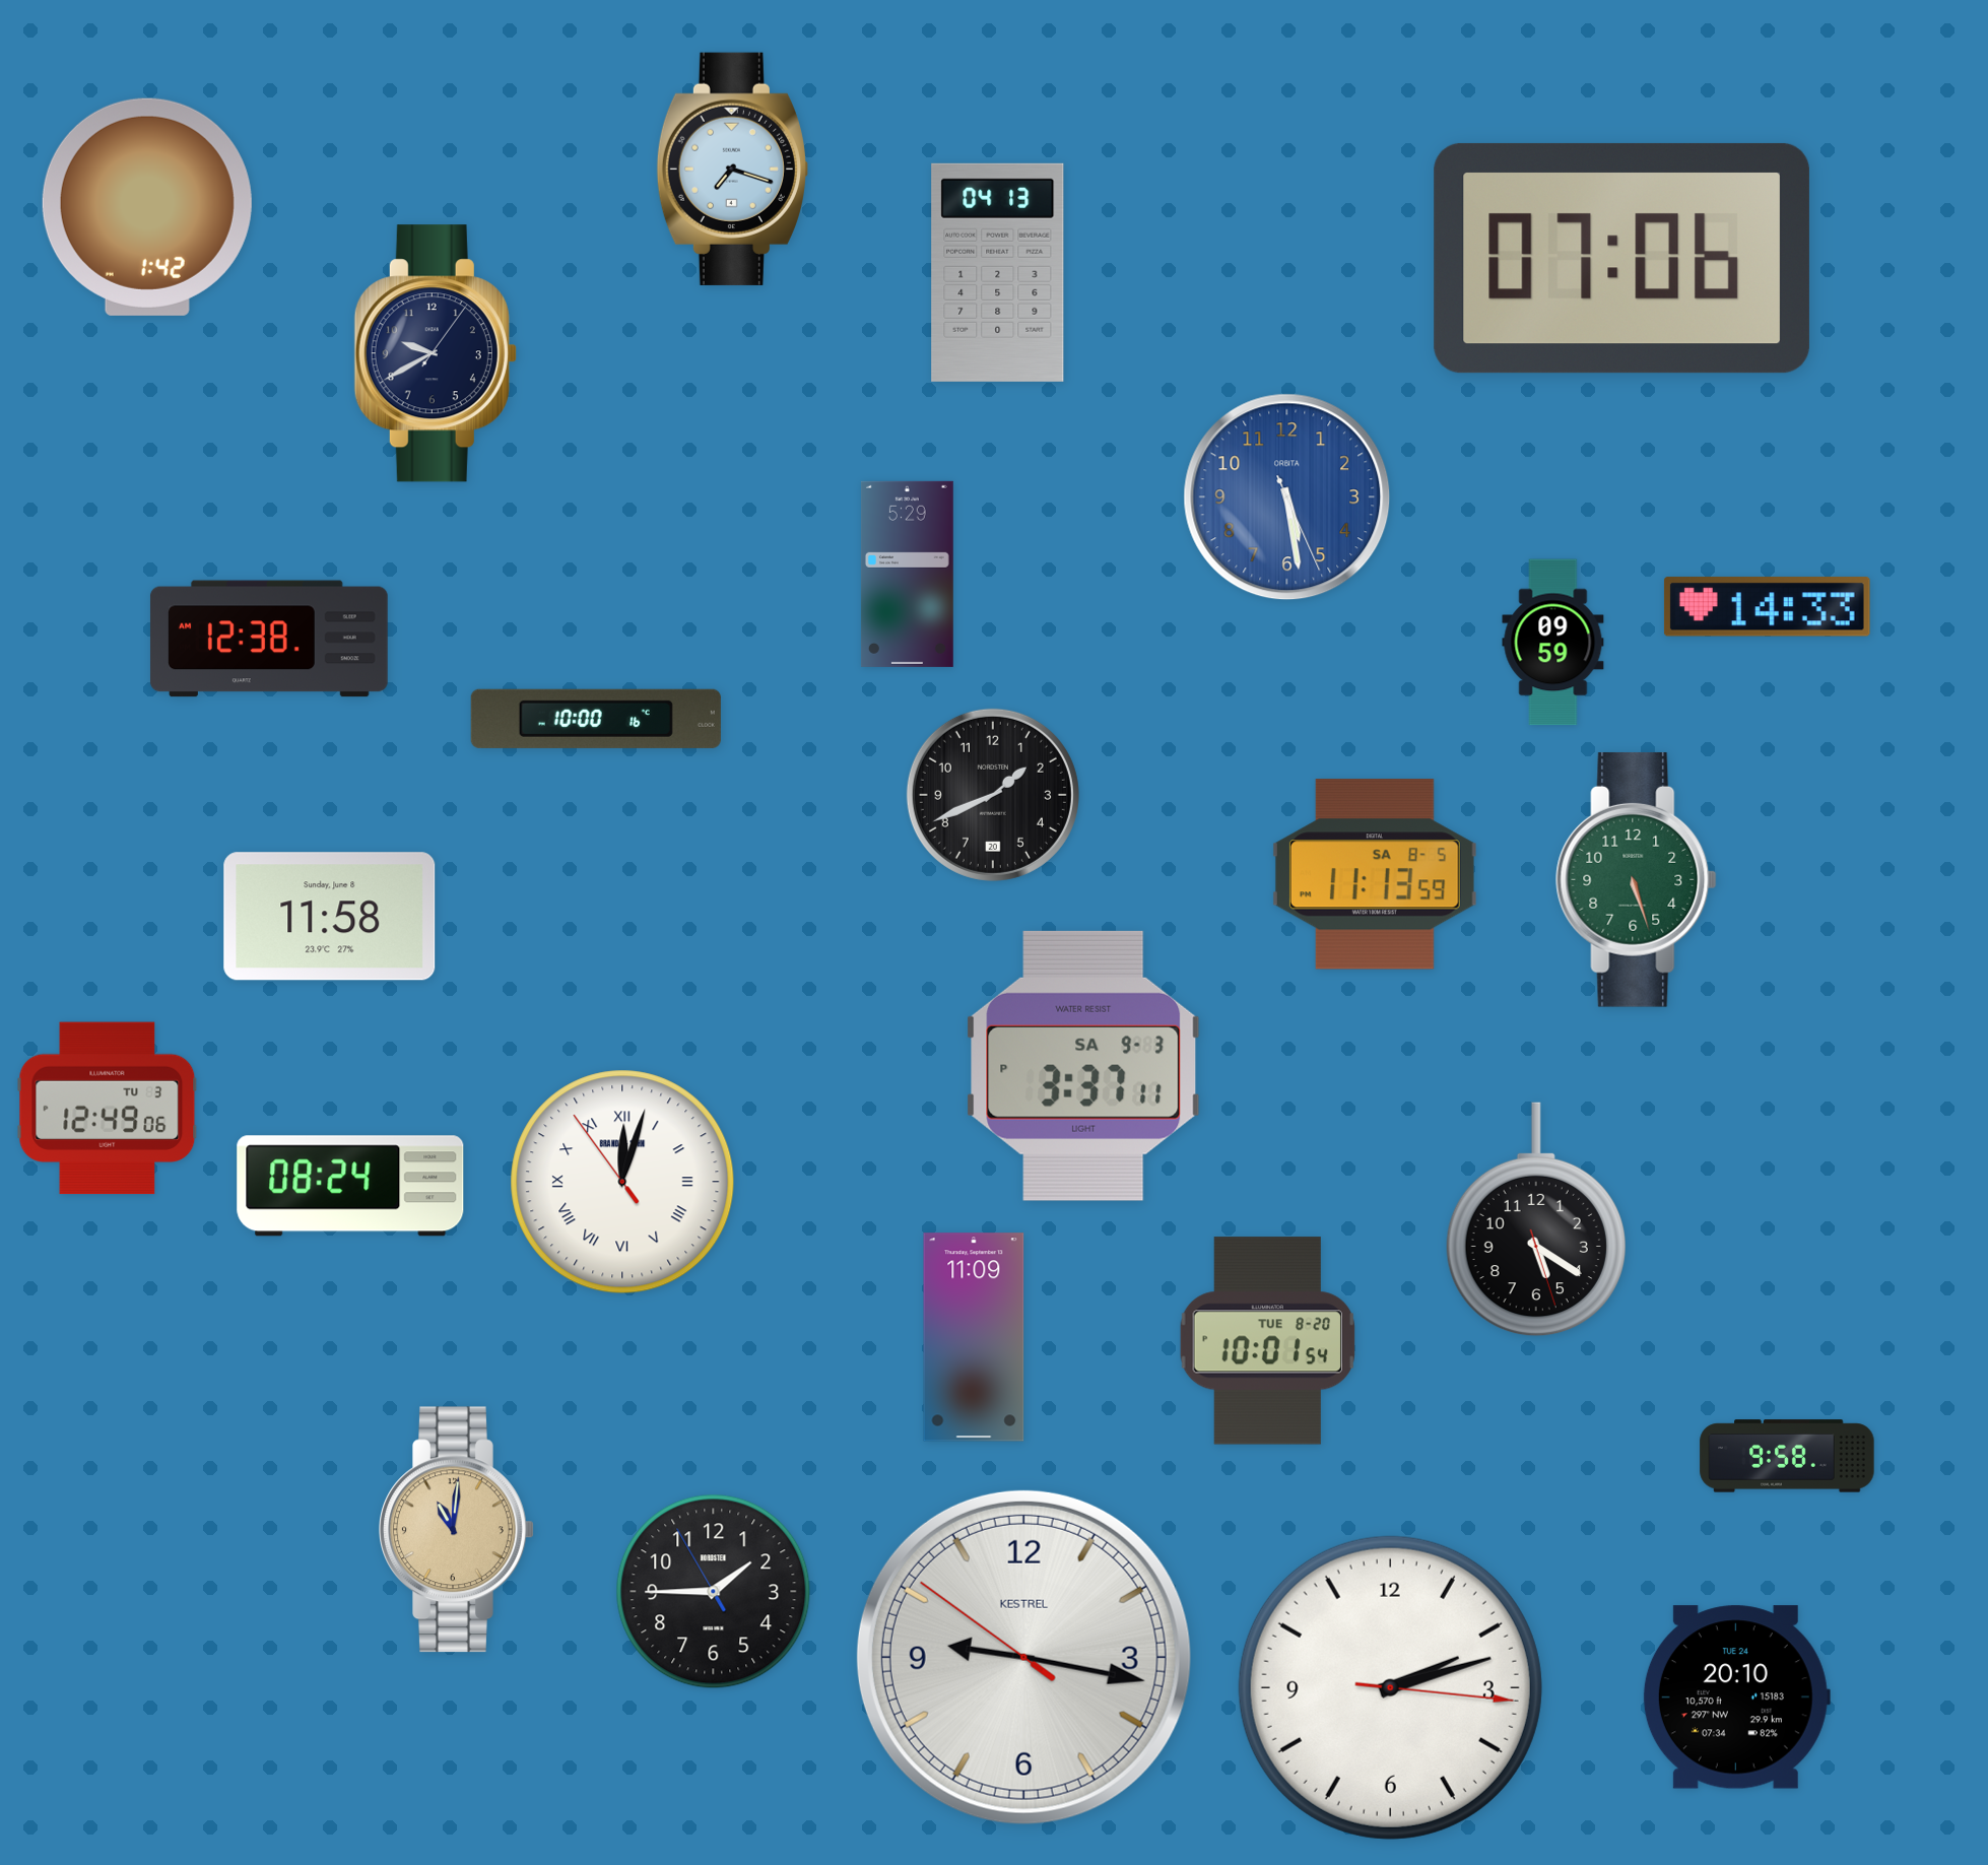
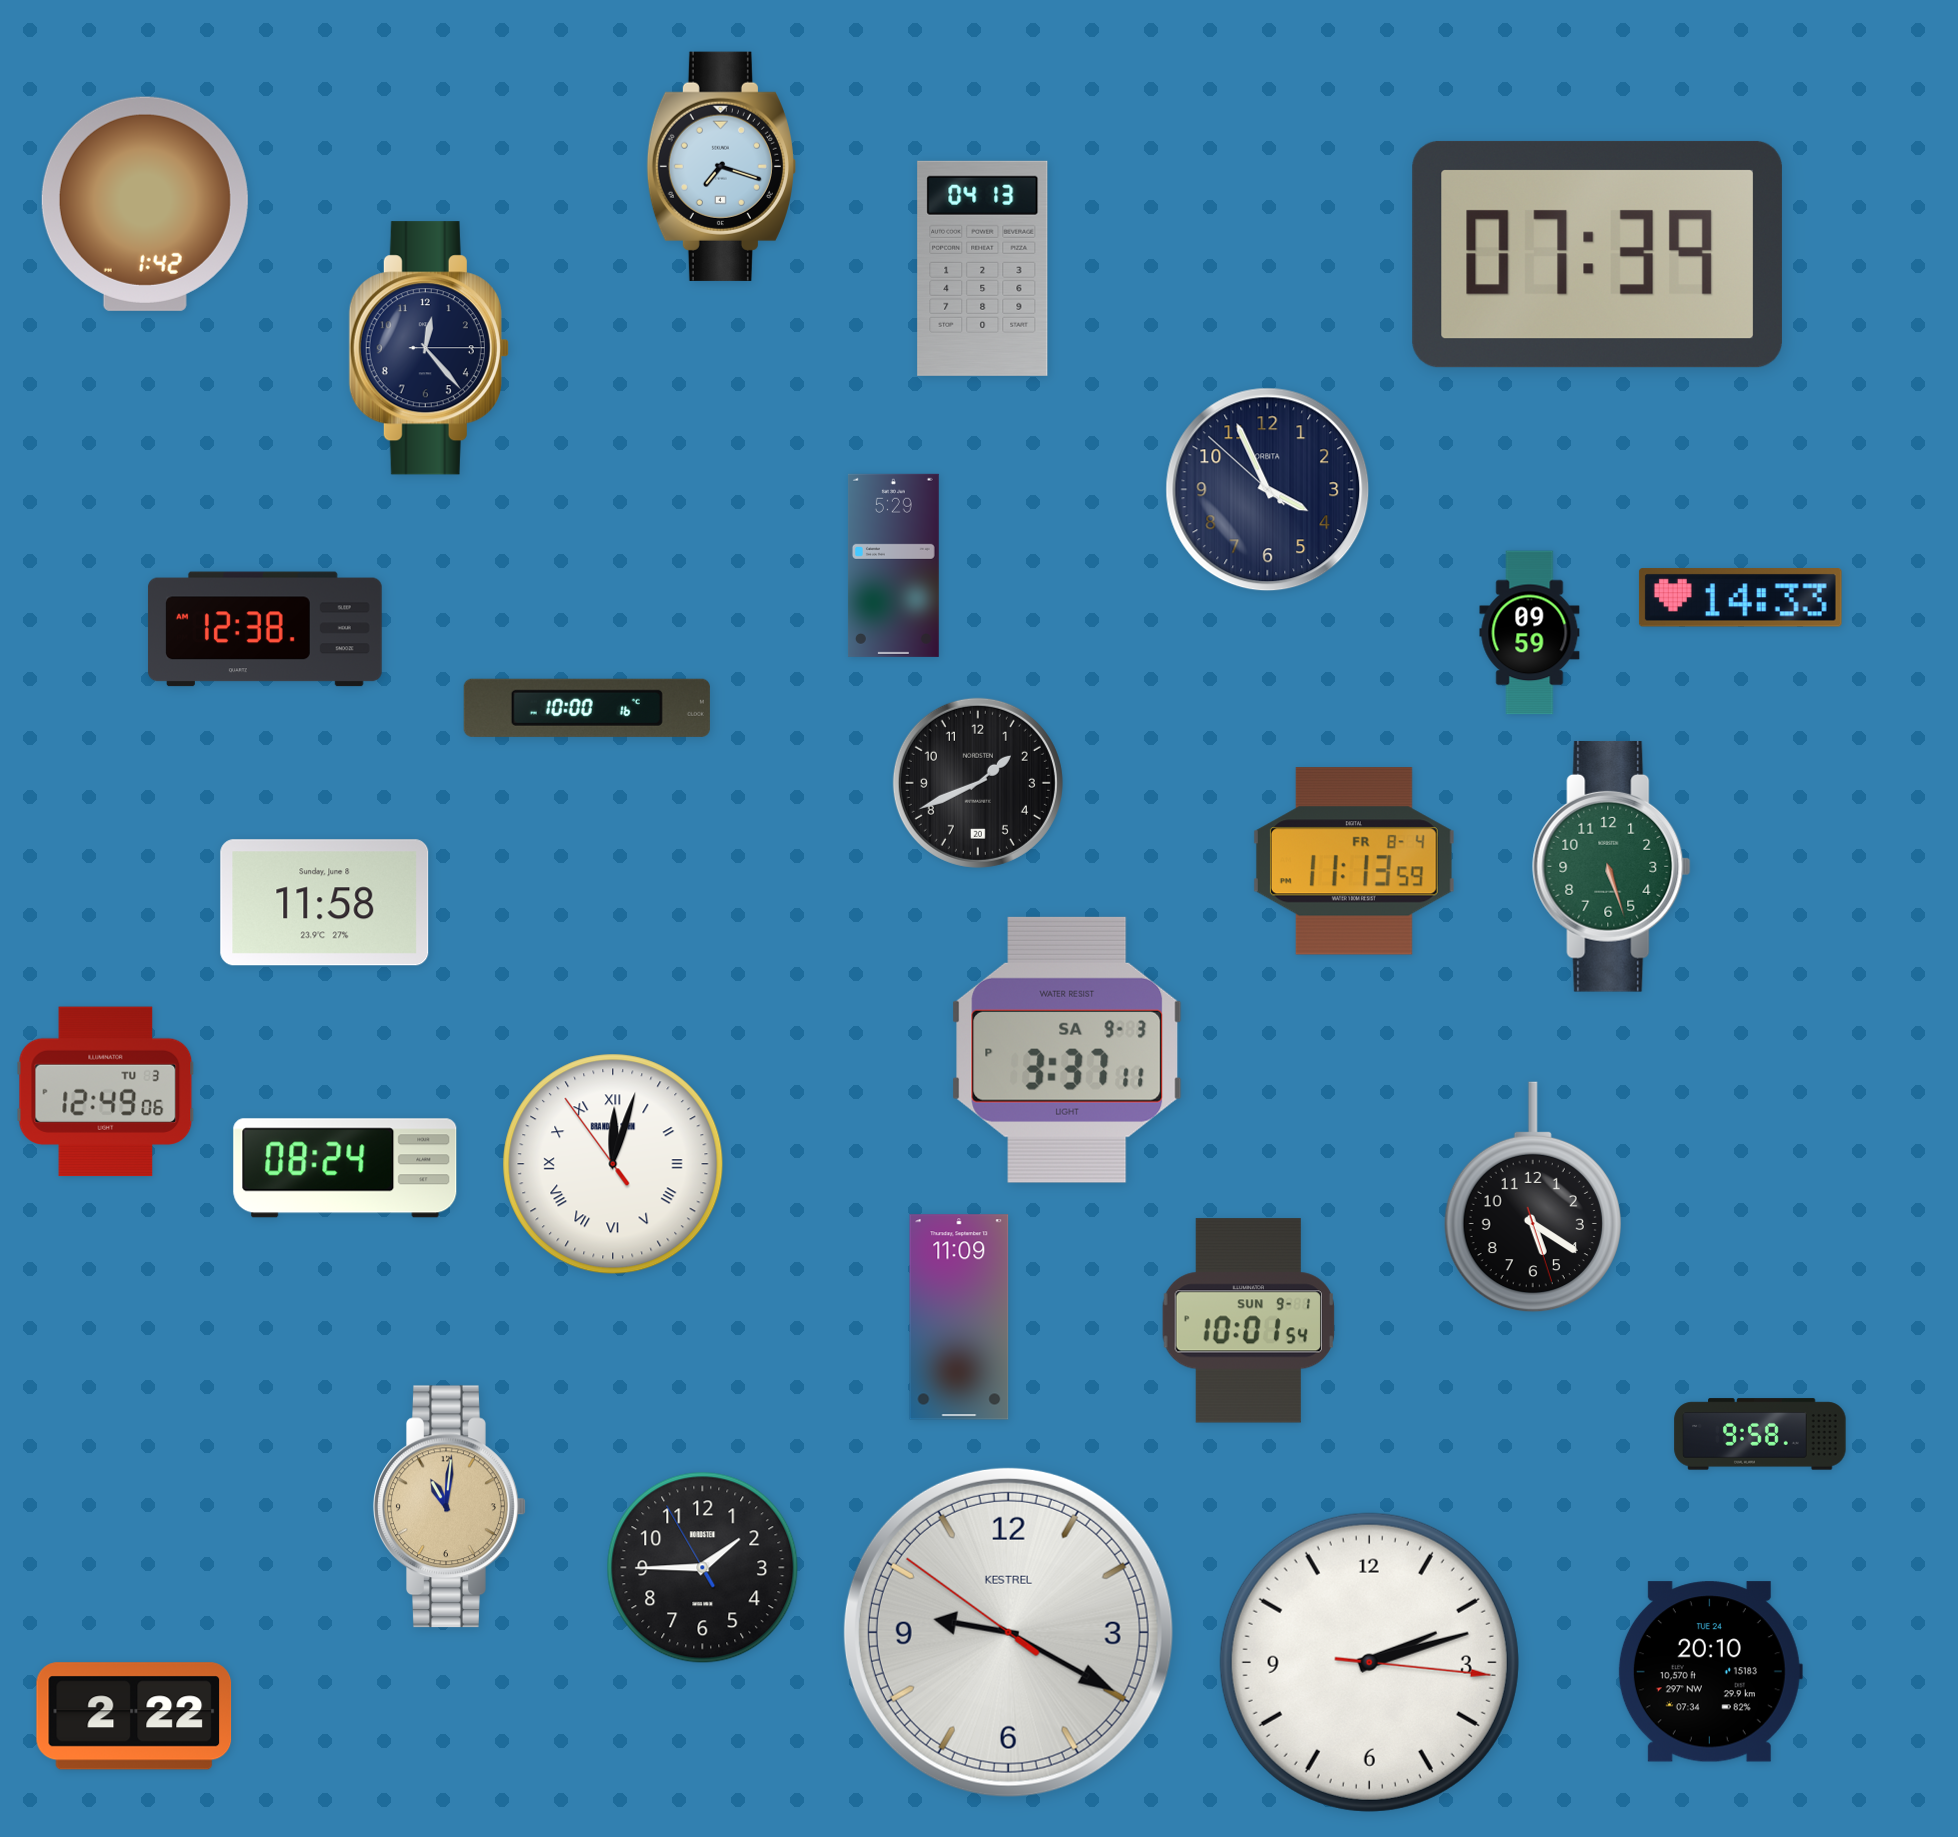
clock at (1621, 258): 07:06 -> 07:39
clock at (436, 353): 9:40 -> 12:23
clock at (1287, 497): 5:28 -> 3:55
clock at (1287, 497) dial: blue -> navy
clock at (1375, 874) date: SA 8-5 -> FR 8-4
clock at (1536, 1219) position: (1536, 1219) -> (1533, 1197)
clock at (1267, 1341) date: TUE 8-20 -> SUN 9-1
clock at (1023, 1657): 9:16 -> 9:19
clock at (134, 1716): none -> 2:22
